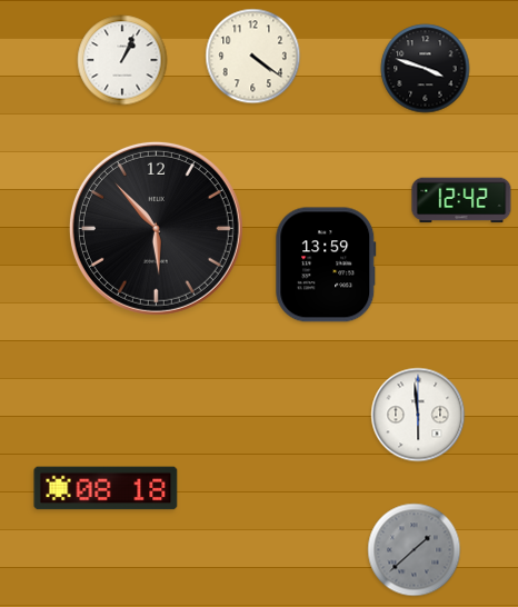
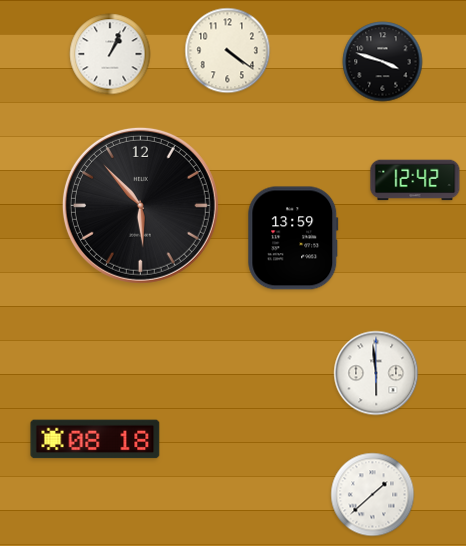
clock at (415, 550) dial: grey -> white
